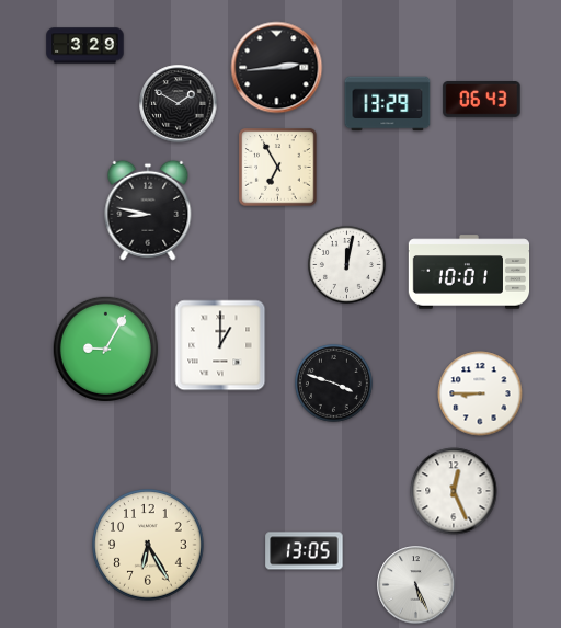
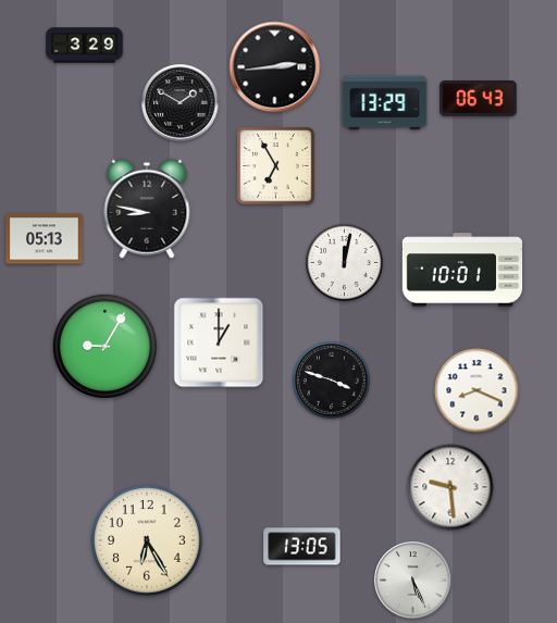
clock at (179, 104) position: (179, 104) -> (181, 103)
clock at (45, 239): none -> 05:13
clock at (469, 272) position: (469, 272) -> (462, 270)
clock at (480, 393): 8:45 -> 8:19
clock at (454, 491): 12:26 -> 9:29
